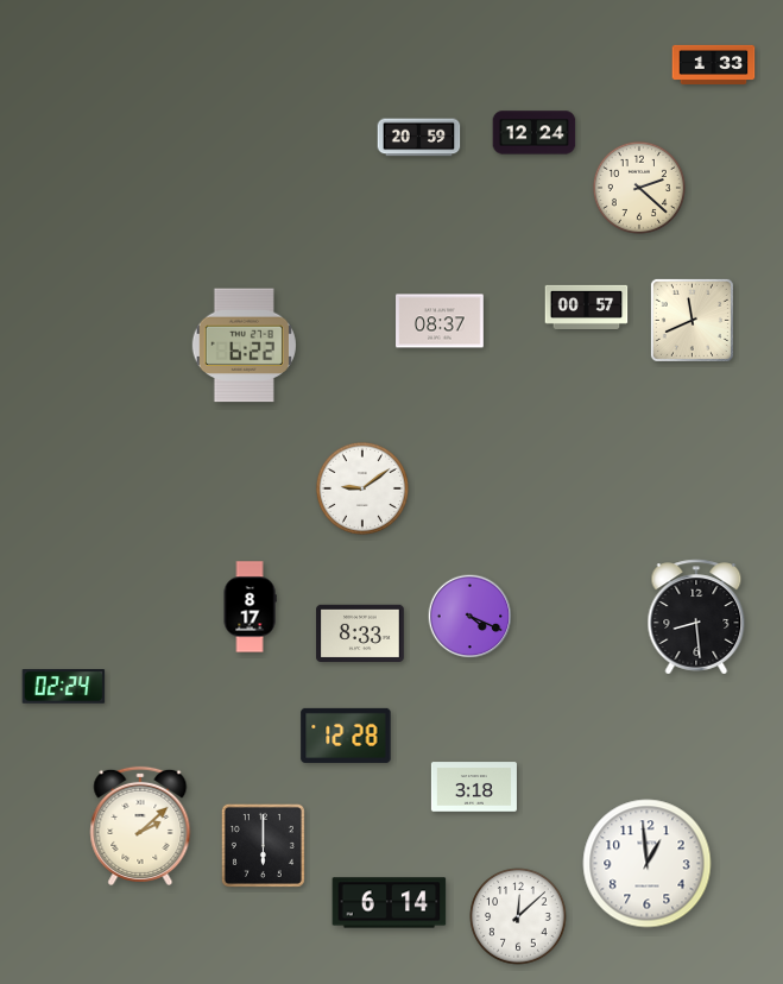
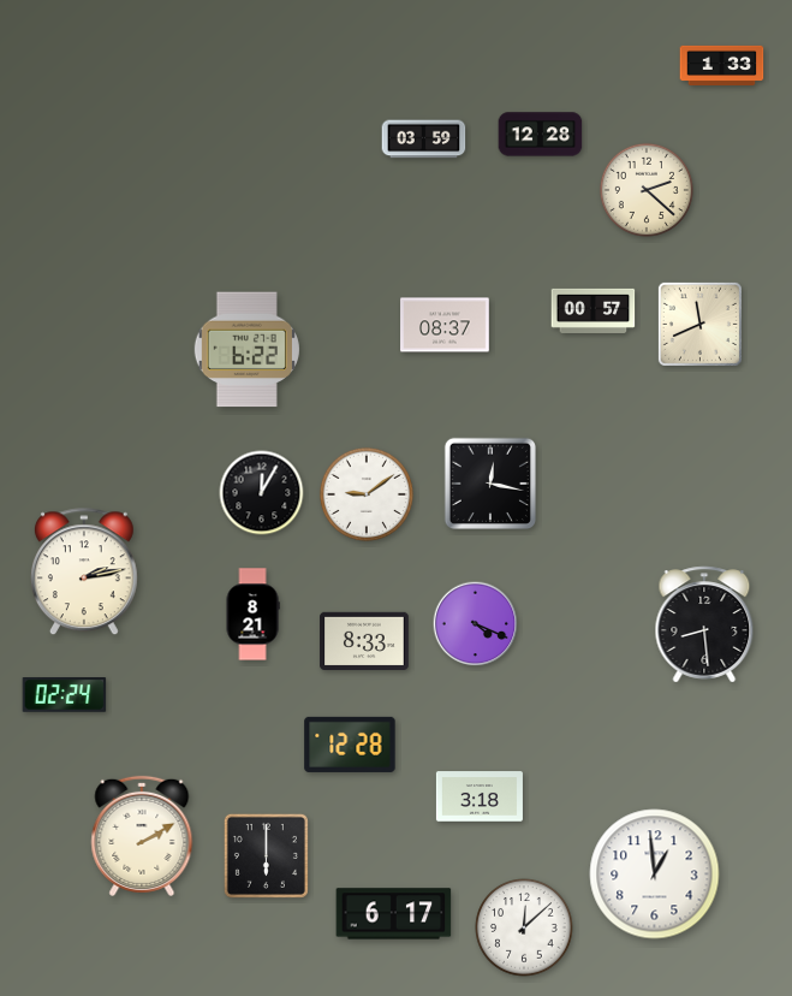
clock at (535, 133): 12:24 -> 12:28
clock at (419, 138): 20:59 -> 03:59
clock at (489, 482): none -> 12:17
clock at (262, 493): none -> 12:05
clock at (84, 573): none -> 2:13
clock at (250, 607): 8:17 -> 8:21
clock at (140, 826): 2:08 -> 2:10
clock at (390, 903): 6:14 -> 6:17
